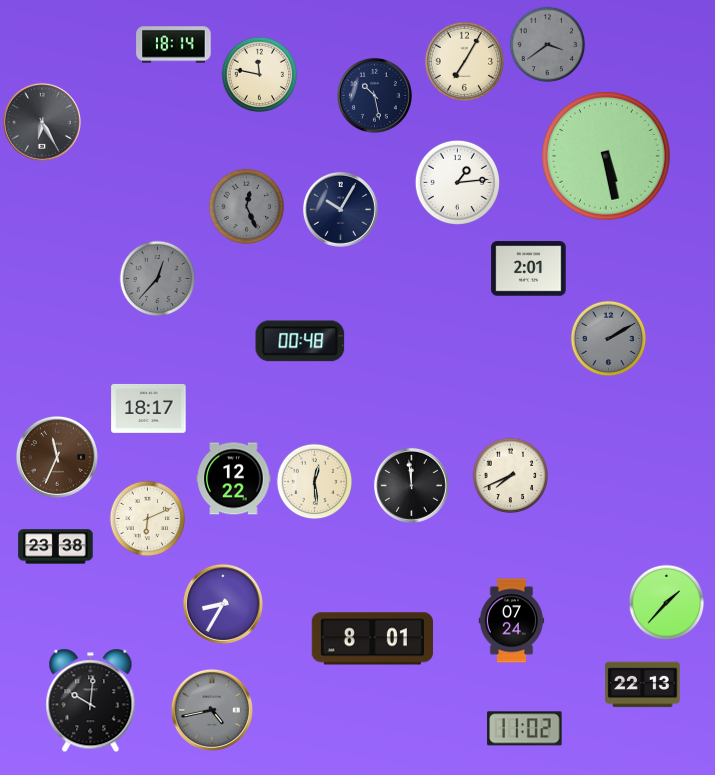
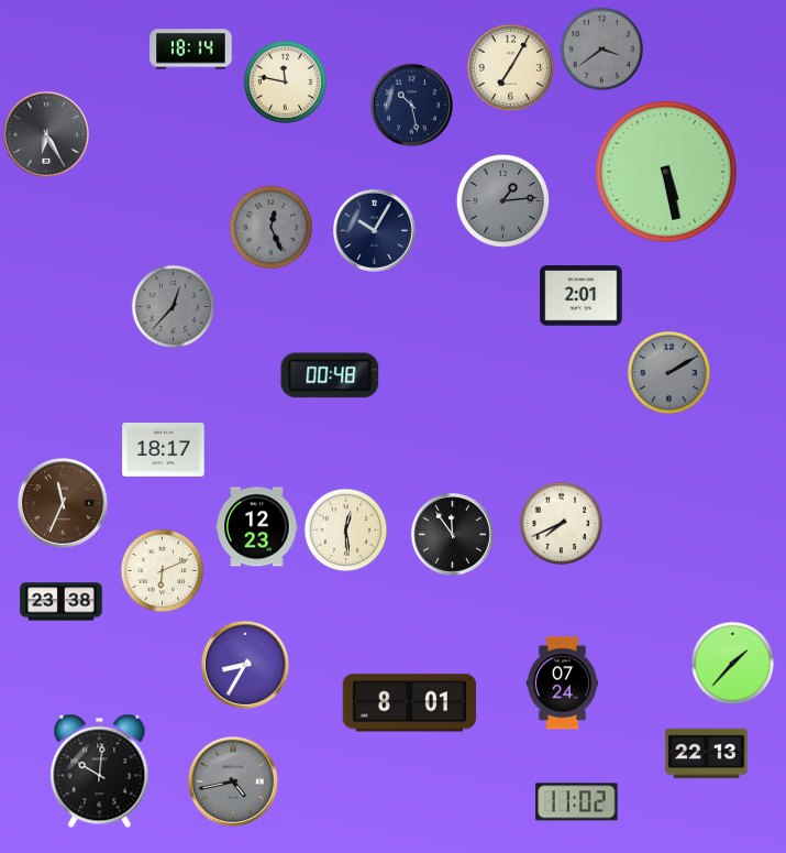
clock at (457, 182) dial: white -> grey
clock at (234, 479): 12:22 -> 12:23
clock at (411, 485): 11:59 -> 11:54
